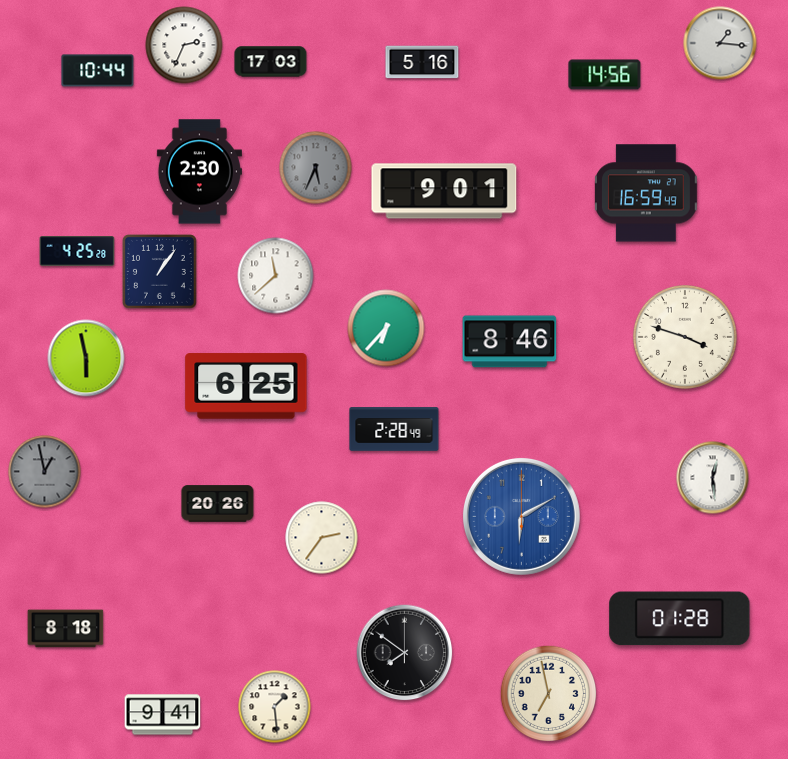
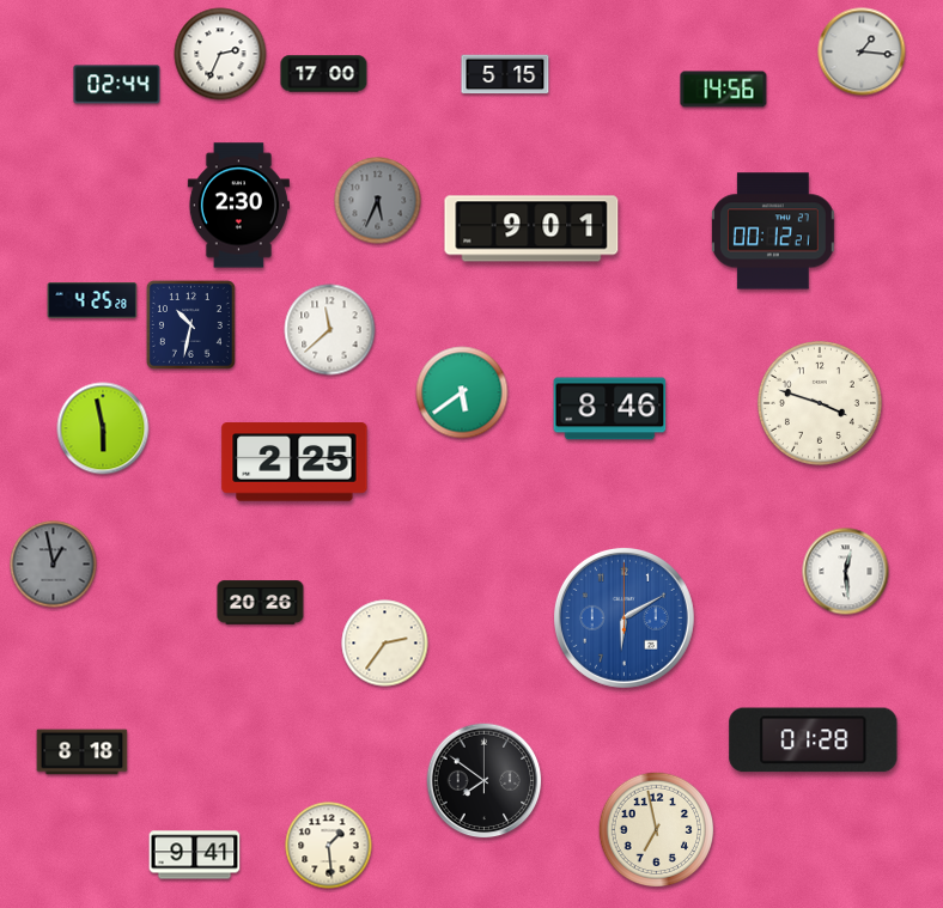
clock at (271, 62): 17:03 -> 17:00
clock at (422, 62): 5:16 -> 5:15
clock at (98, 71): 10:44 -> 02:44
clock at (647, 193): 16:59 -> 00:12
clock at (159, 271): 1:06 -> 10:32
clock at (386, 328): 6:37 -> 5:39
clock at (246, 386): 6:25 -> 2:25
clock at (394, 429): 2:28 -> none
clock at (713, 478) position: (713, 478) -> (846, 572)
clock at (66, 629) position: (66, 629) -> (83, 752)
